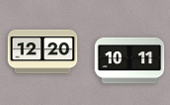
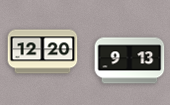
clock at (130, 61): 10:11 -> 9:13
